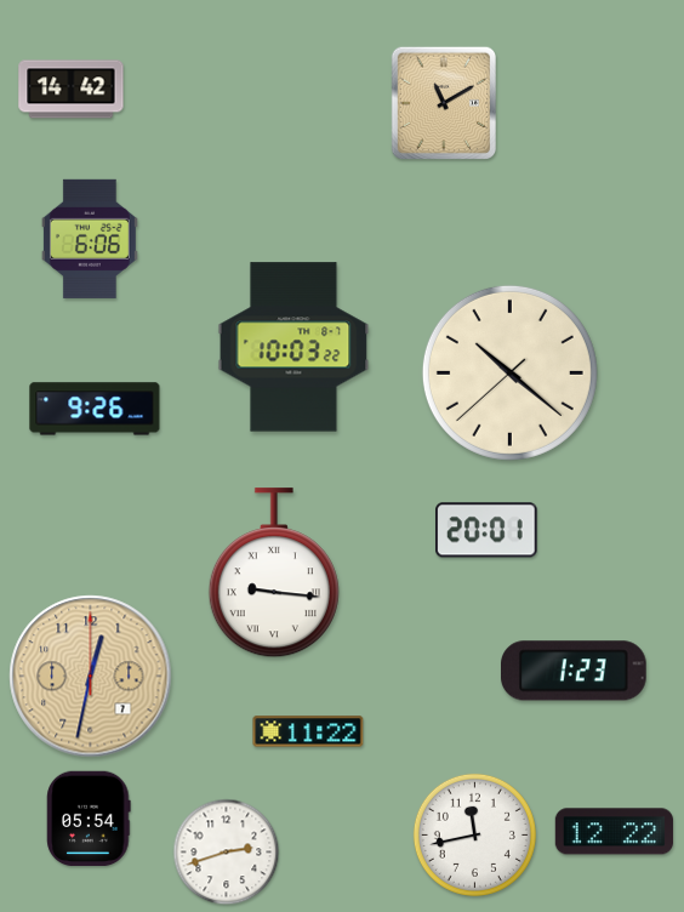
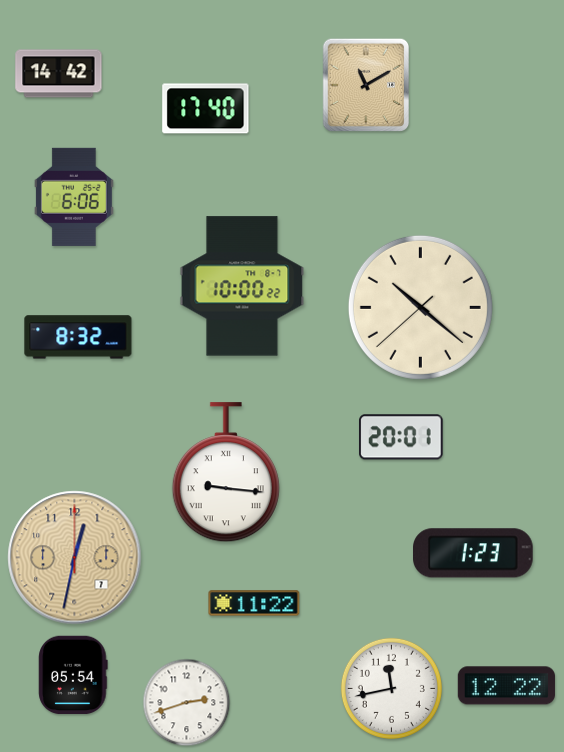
clock at (206, 109): none -> 17:40
clock at (293, 347): 10:03 -> 10:00
clock at (95, 409): 9:26 -> 8:32
